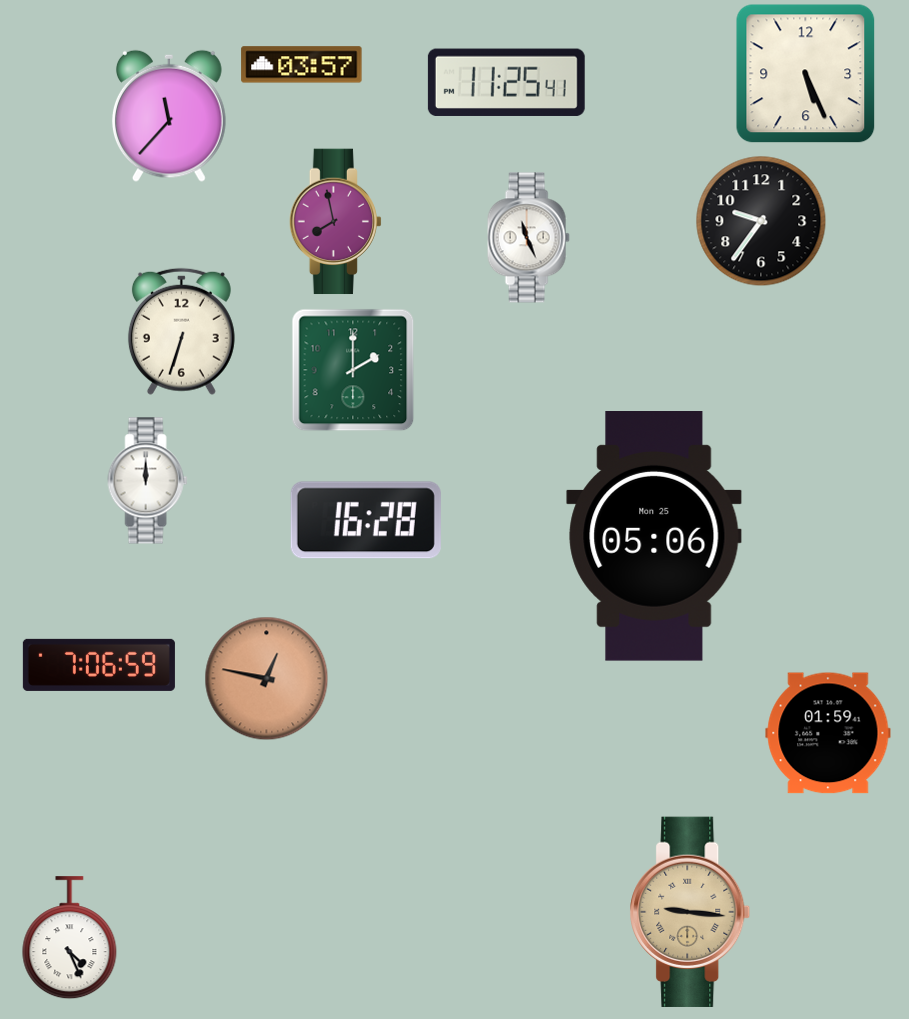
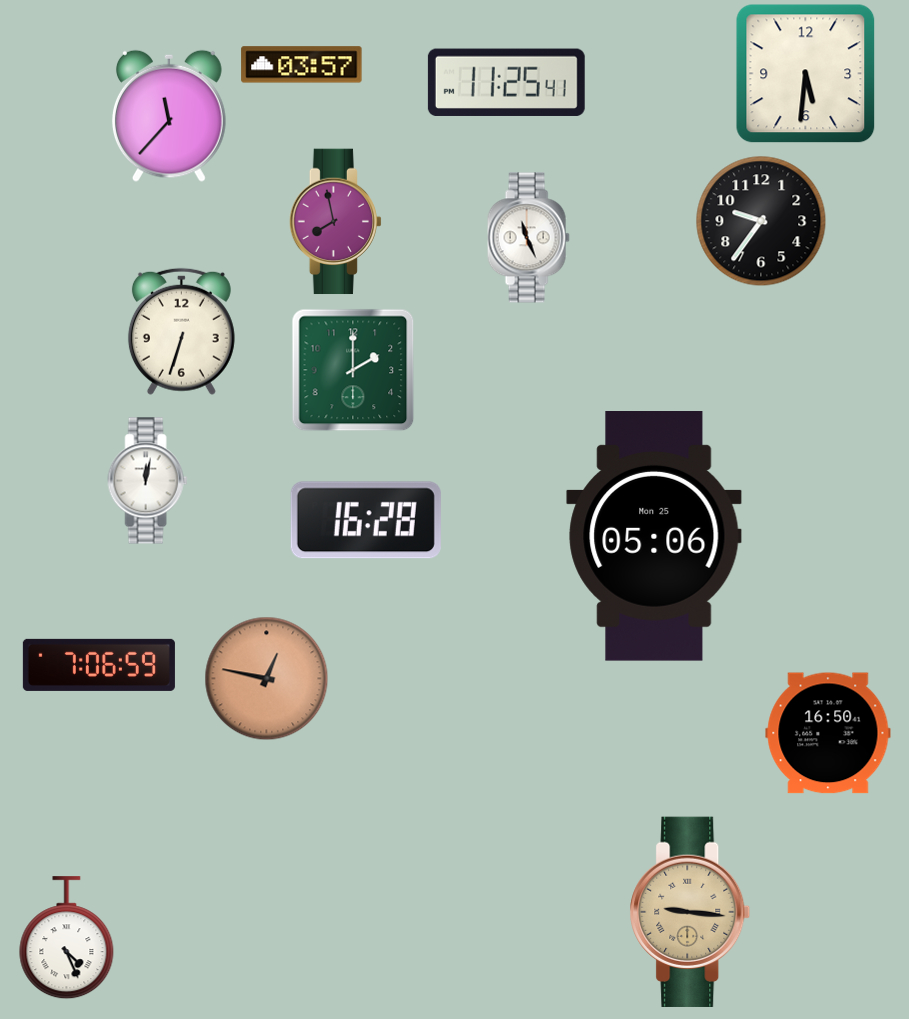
clock at (806, 74): 5:26 -> 5:31
clock at (148, 481): 12:00 -> 12:02
clock at (828, 733): 01:59 -> 16:50
clock at (70, 938) position: (70, 938) -> (67, 938)
